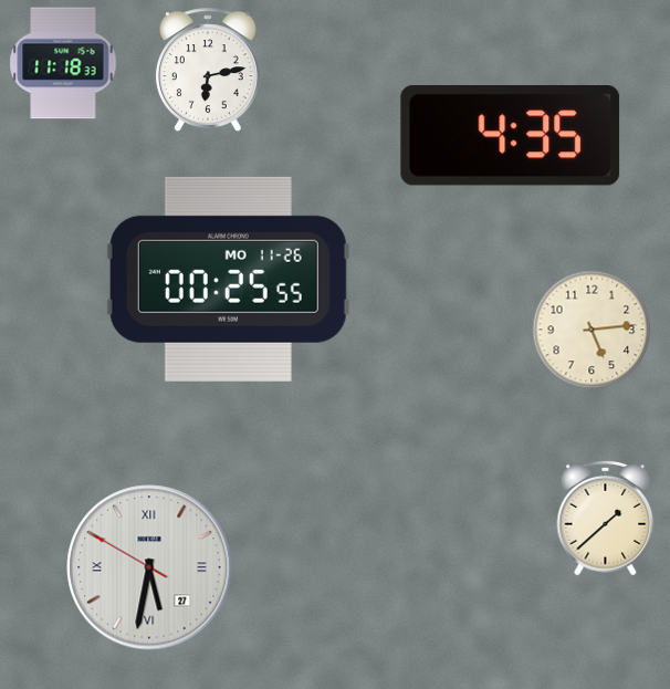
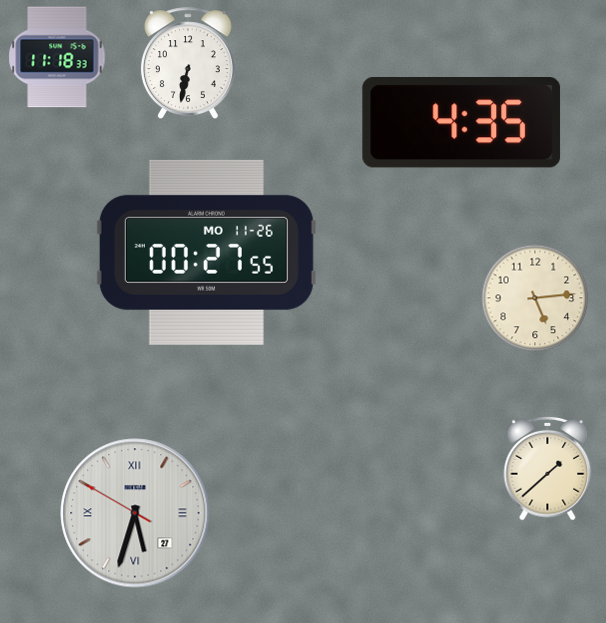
clock at (208, 70): 6:13 -> 6:32
clock at (228, 279): 00:25 -> 00:27
clock at (149, 567): 5:31 -> 5:32
